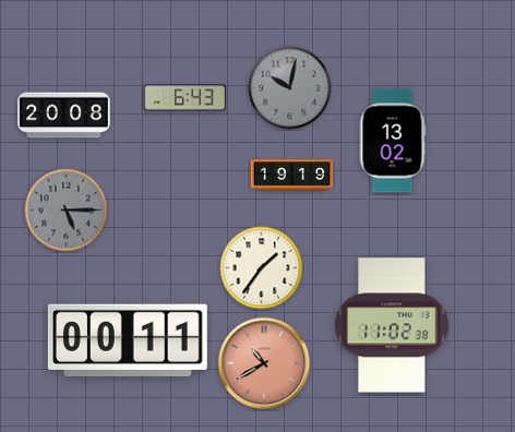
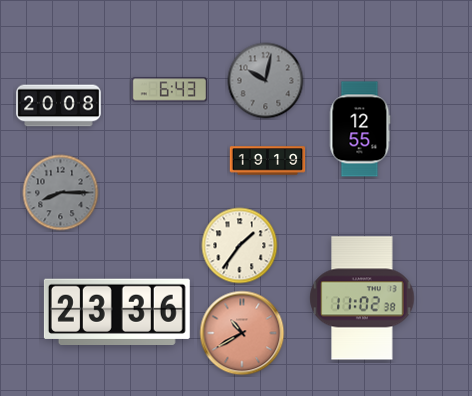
clock at (393, 141): 13:02 -> 12:55
clock at (67, 211): 5:15 -> 8:15
clock at (392, 325) position: (392, 325) -> (362, 298)
clock at (128, 340): 00:11 -> 23:36
